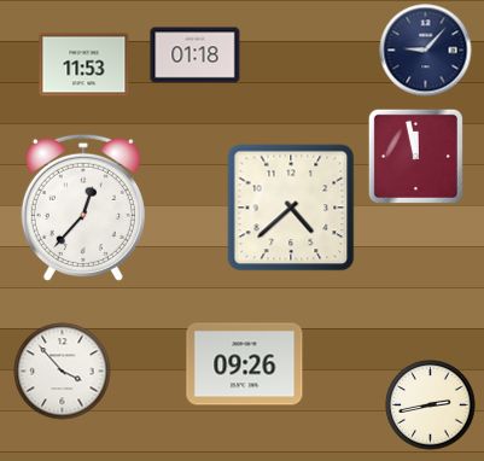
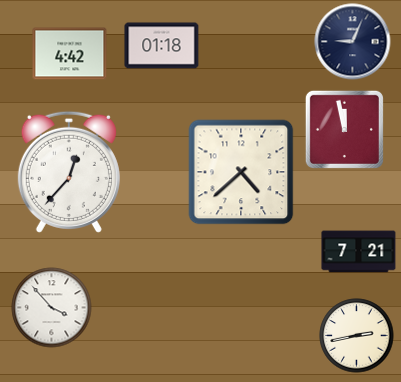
clock at (426, 51): 9:07 -> 9:04
clock at (84, 65): 11:53 -> 4:42
clock at (359, 252): none -> 7:21
clock at (245, 364): 09:26 -> none
